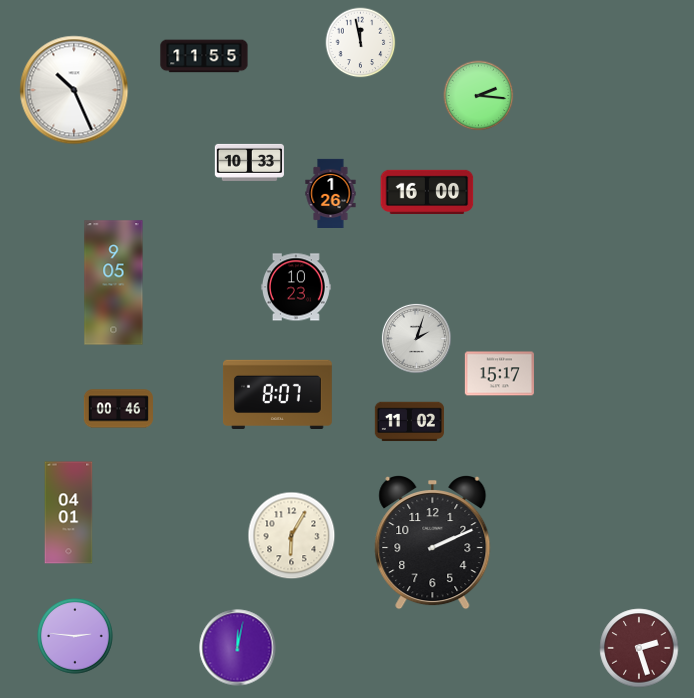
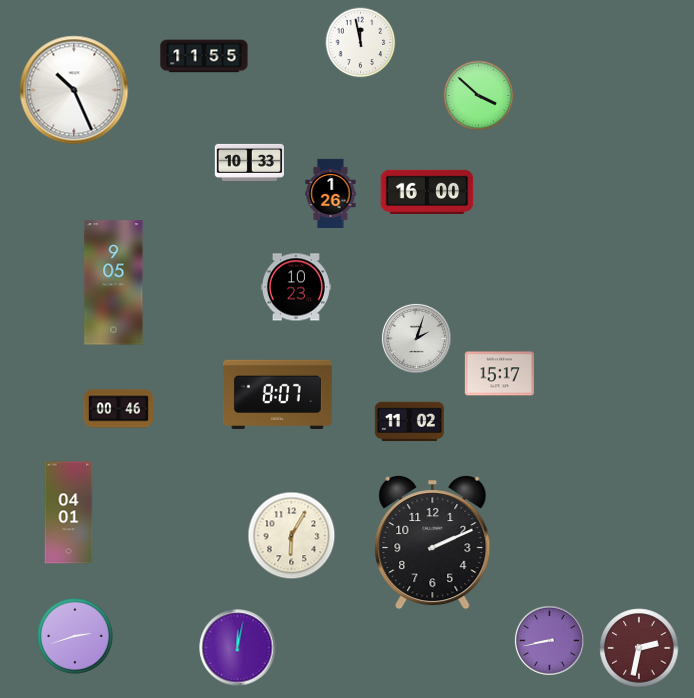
clock at (479, 96): 2:16 -> 3:52
clock at (76, 637): 2:46 -> 2:42
clock at (549, 640): none -> 8:43
clock at (639, 648): 2:27 -> 2:32
